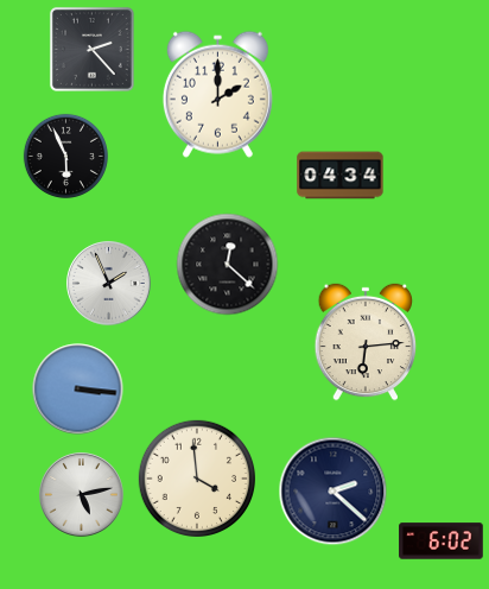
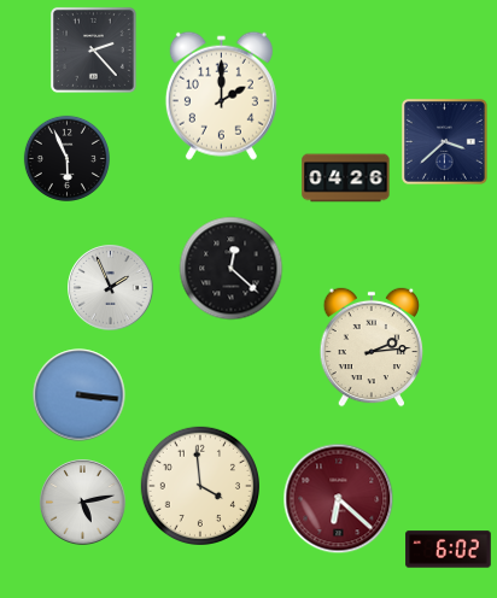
clock at (445, 142): none -> 3:38
clock at (341, 176): 04:34 -> 04:26
clock at (366, 342): 6:14 -> 2:14
clock at (334, 492): 2:22 -> 6:22
clock at (334, 492) dial: navy -> burgundy
